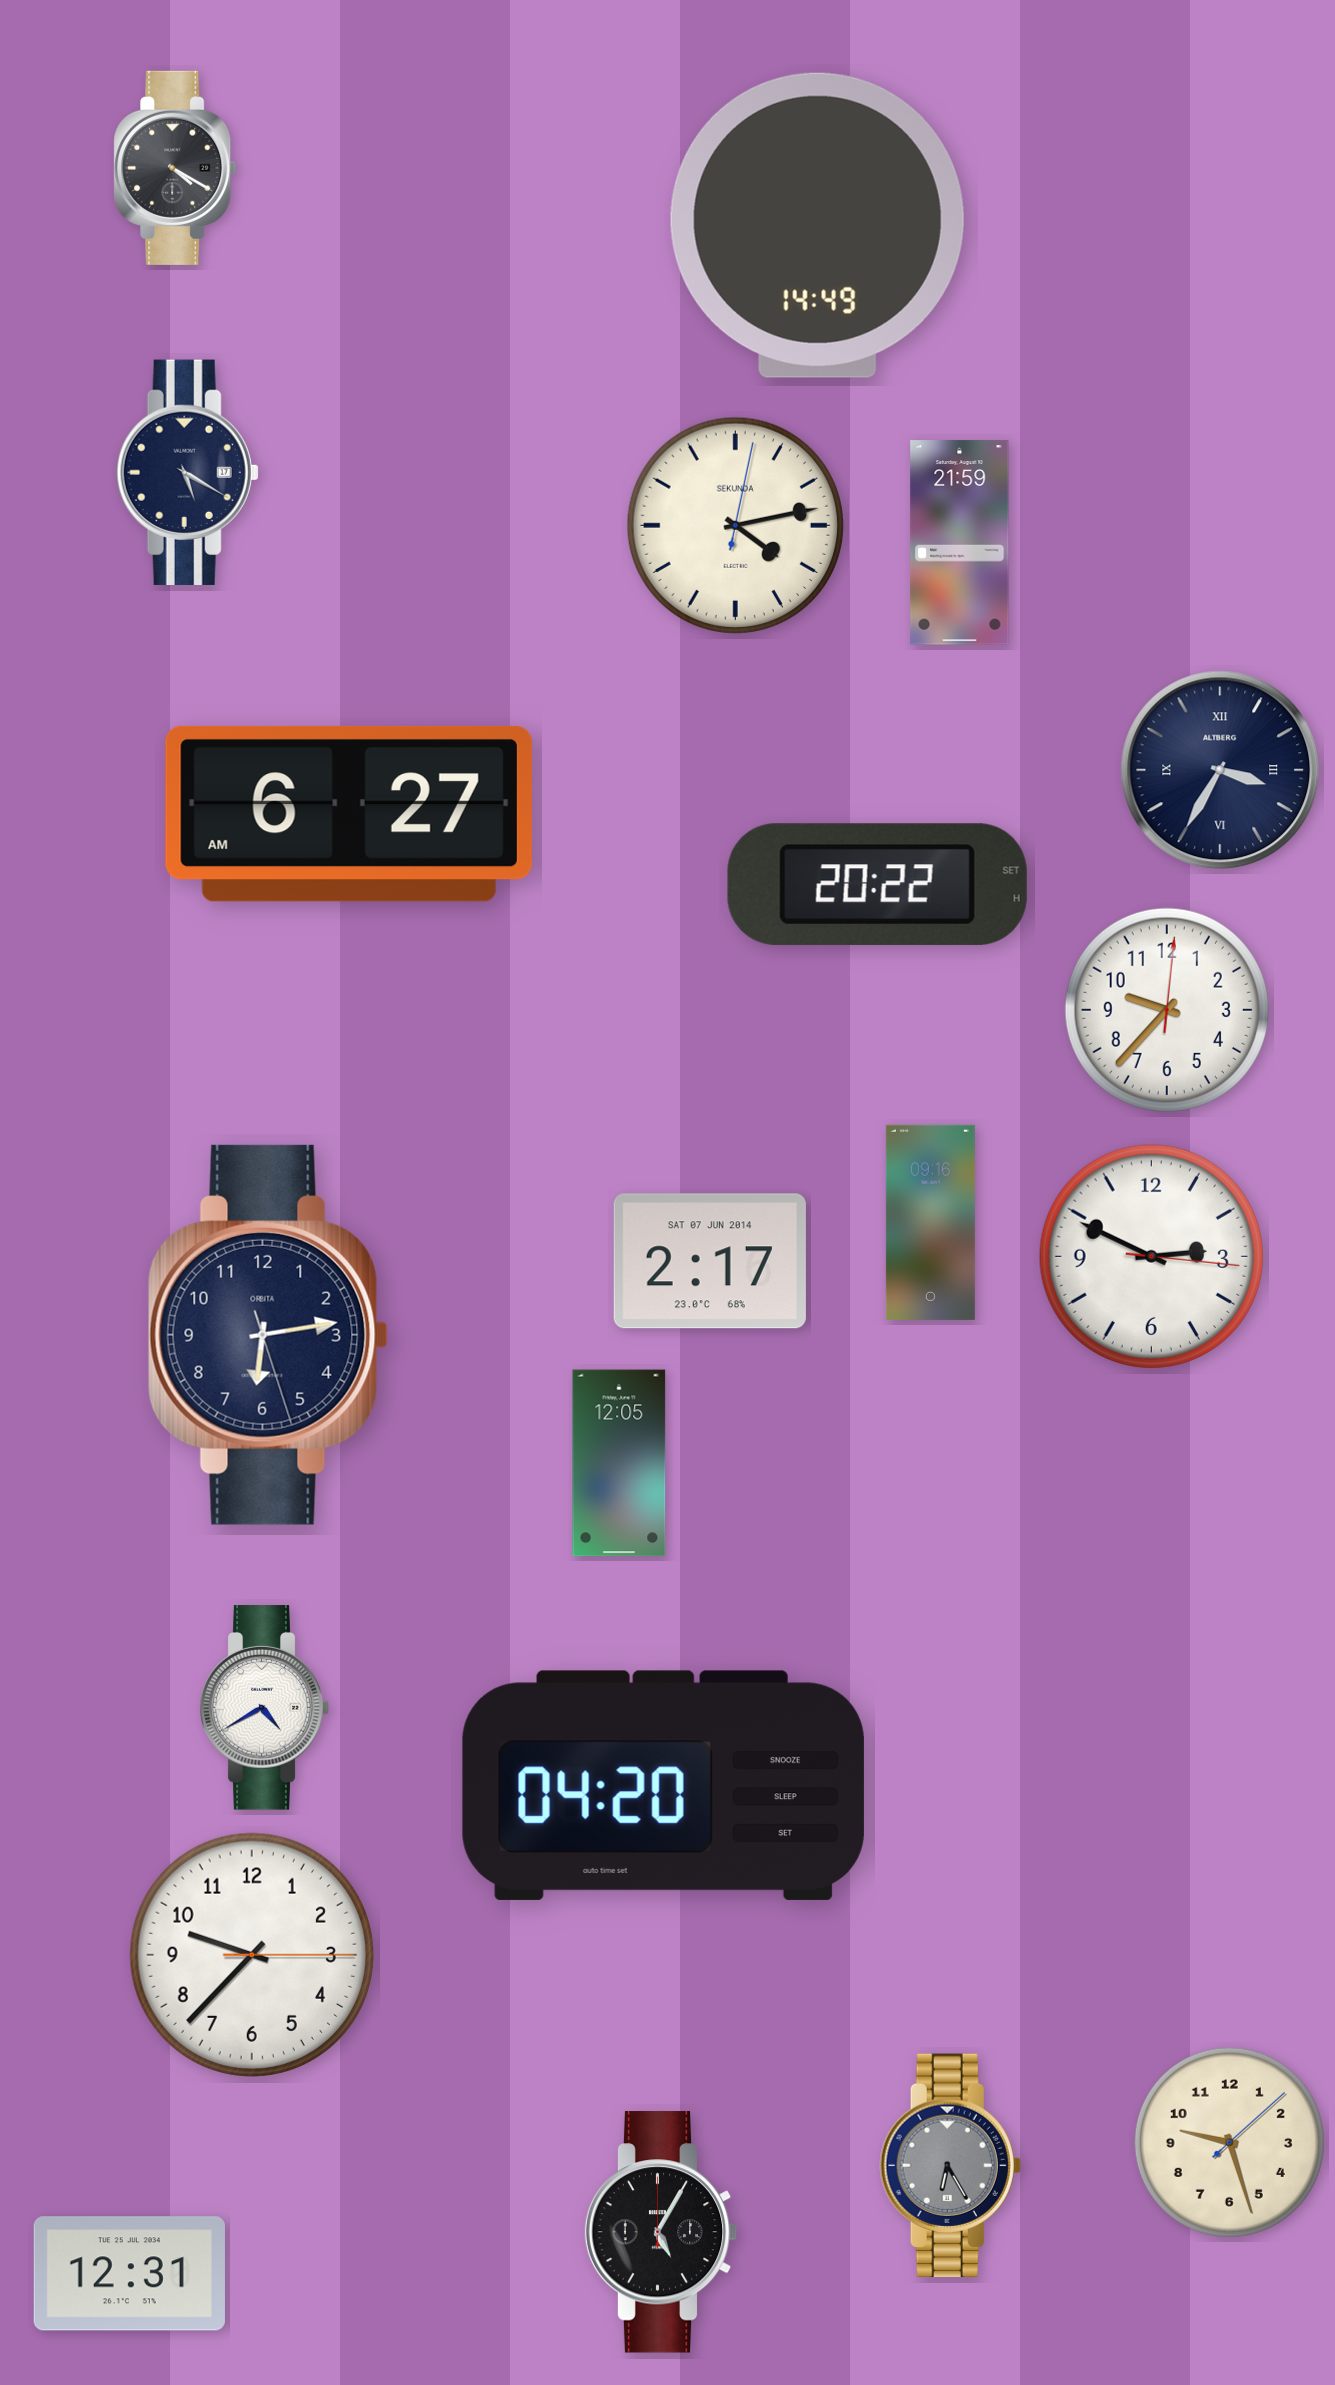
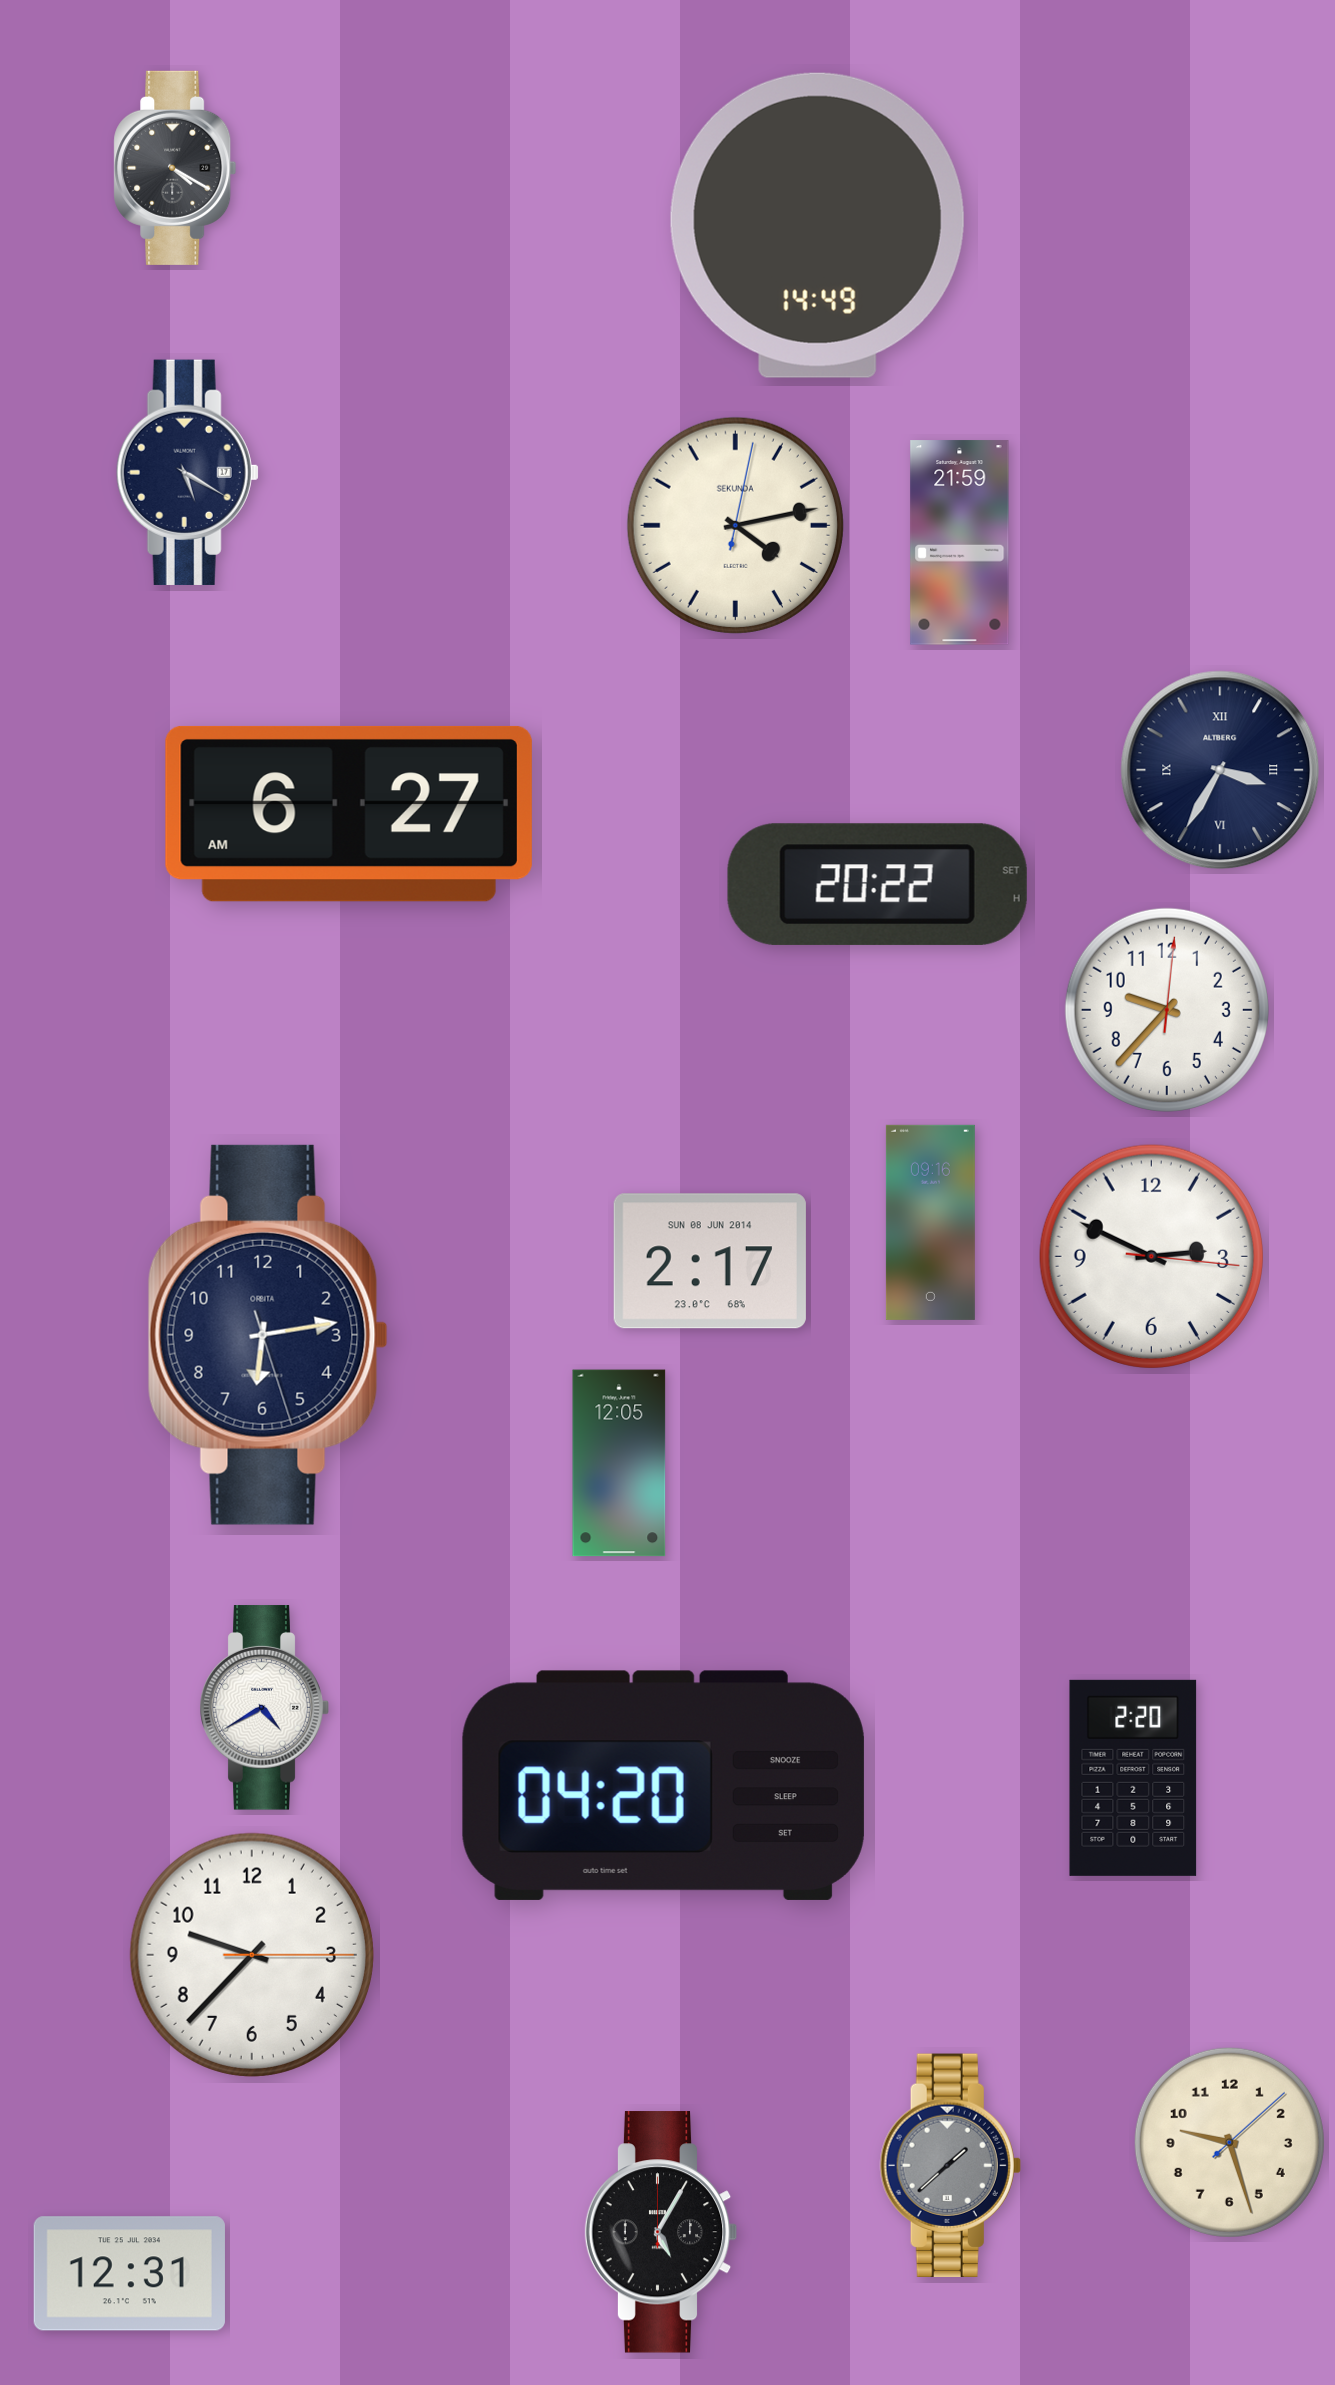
clock at (710, 1261) date: SAT 07 JUN 2014 -> SUN 08 JUN 2014
clock at (1133, 1778): none -> 2:20
clock at (950, 2165): 6:25 -> 1:38
